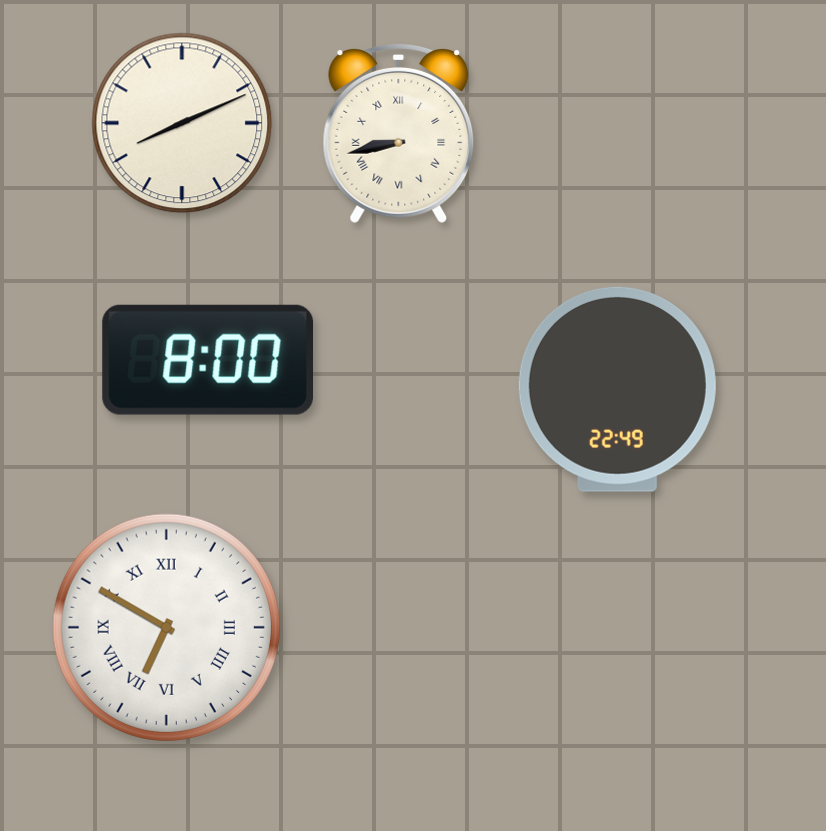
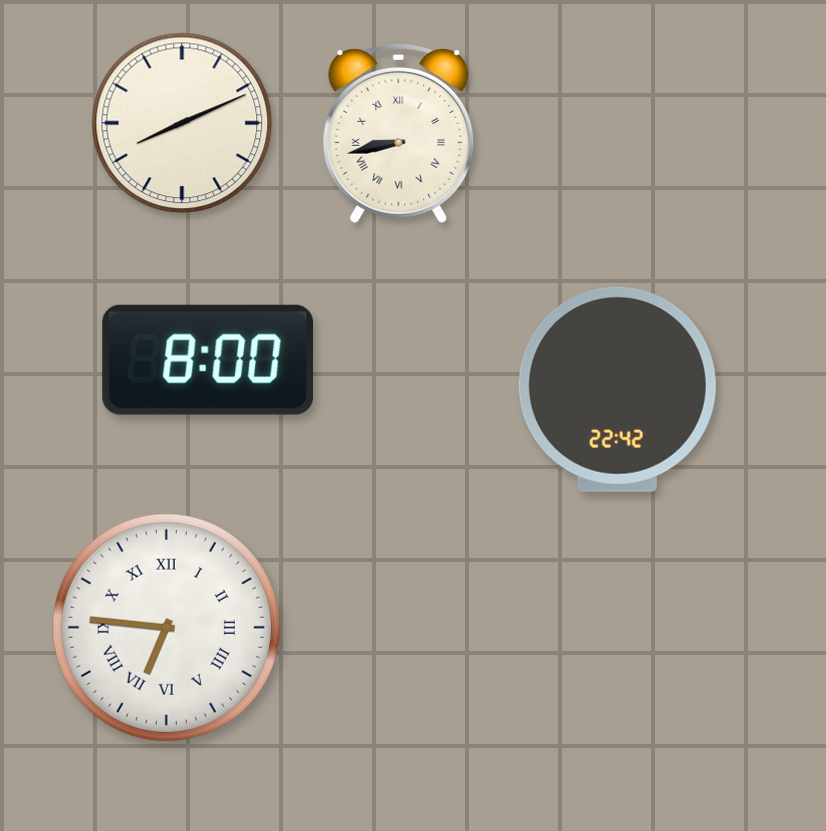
clock at (617, 389): 22:49 -> 22:42
clock at (166, 627): 6:50 -> 6:46
